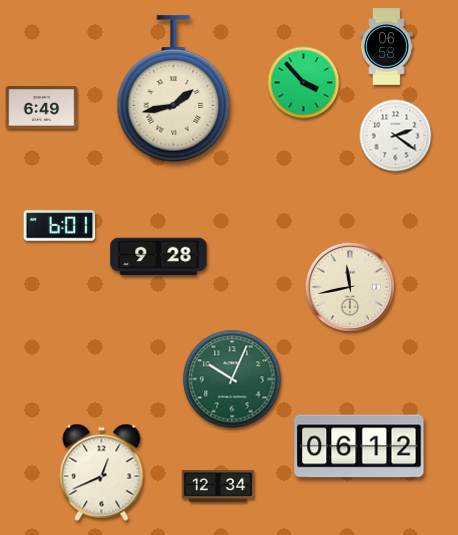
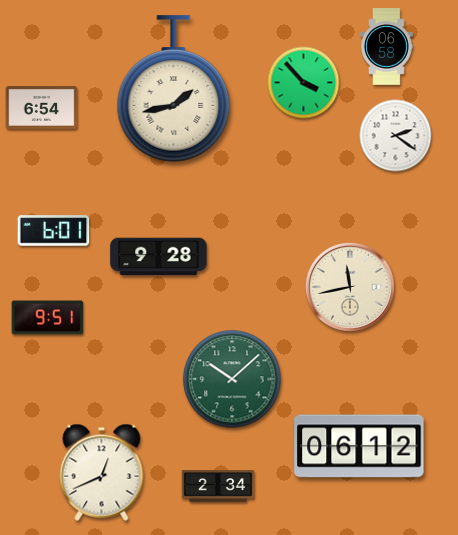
clock at (42, 108): 6:49 -> 6:54
clock at (60, 226) position: (60, 226) -> (54, 231)
clock at (48, 318): none -> 9:51
clock at (232, 379): 10:04 -> 10:08
clock at (218, 486): 12:34 -> 2:34
